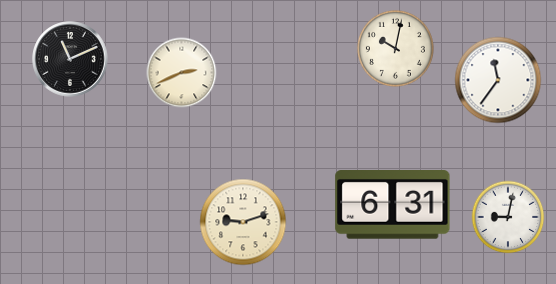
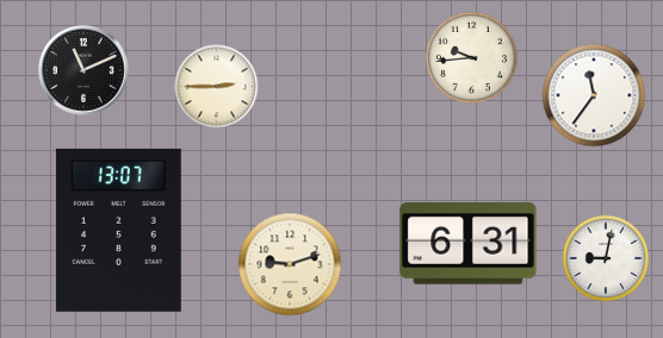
clock at (395, 48): 10:02 -> 9:44
clock at (182, 73): 2:41 -> 2:45
clock at (118, 230): none -> 13:07
